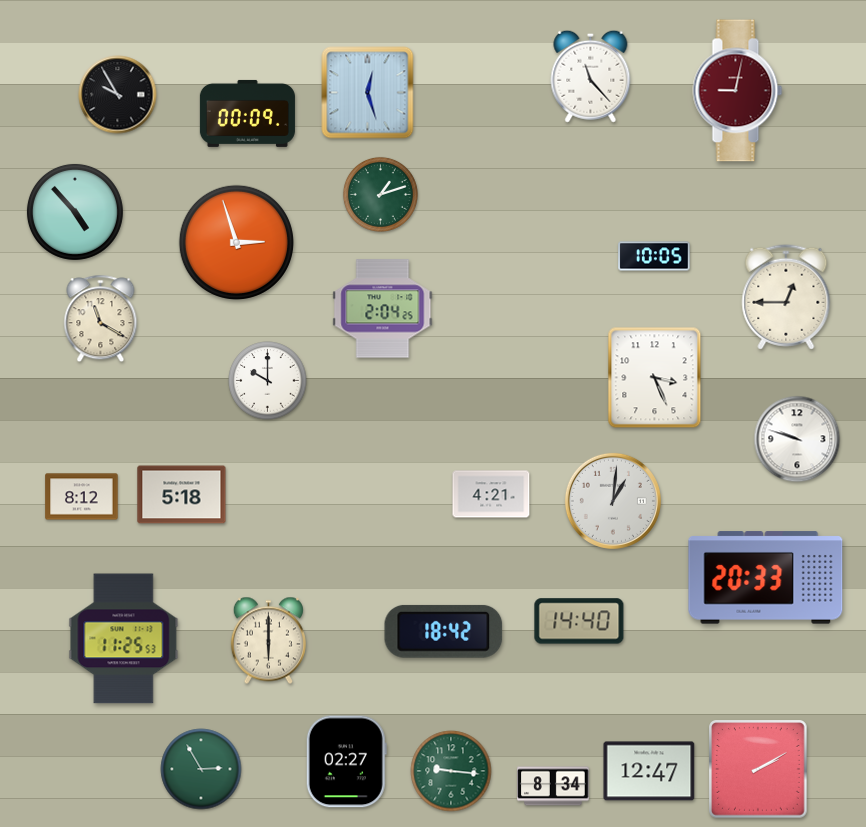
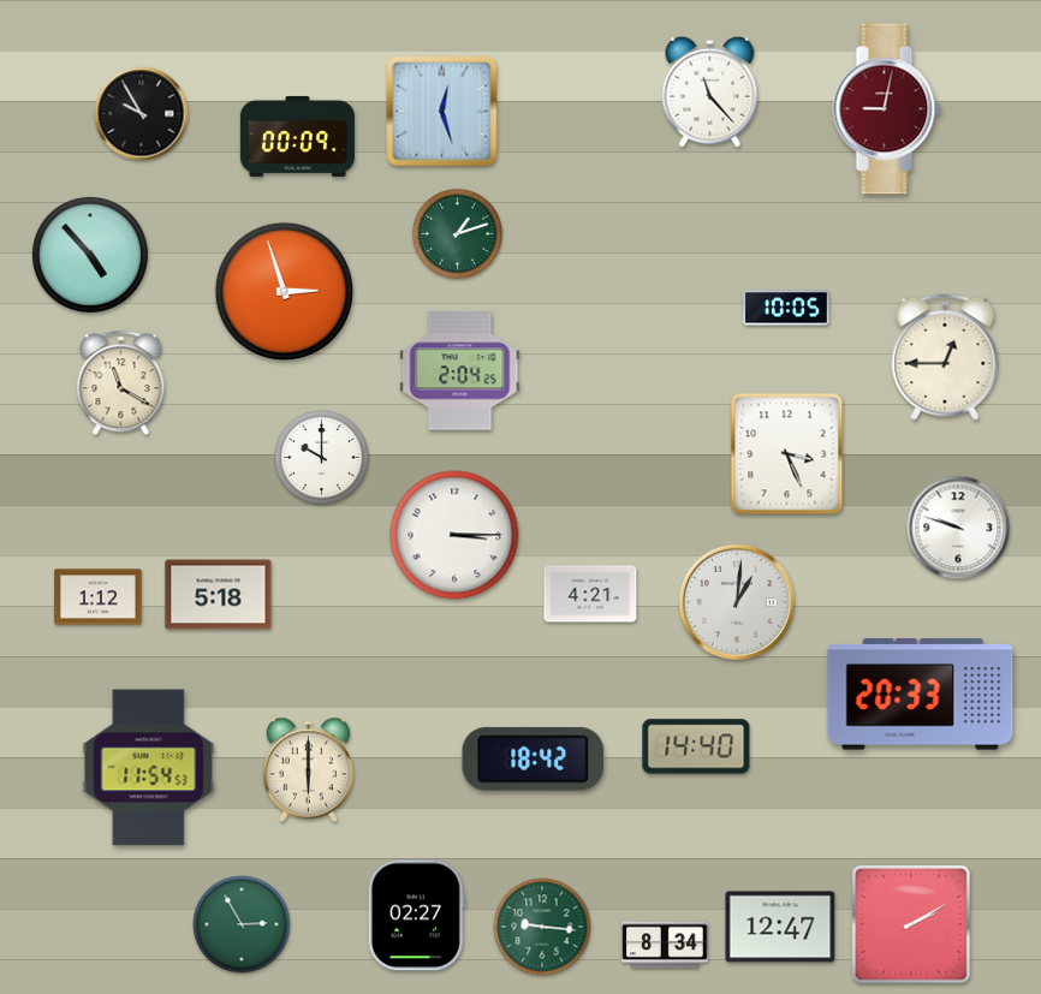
clock at (454, 535): none -> 3:15
clock at (82, 497): 8:12 -> 1:12
clock at (124, 639): 11:25 -> 11:54
clock at (268, 641) position: (268, 641) -> (308, 770)
